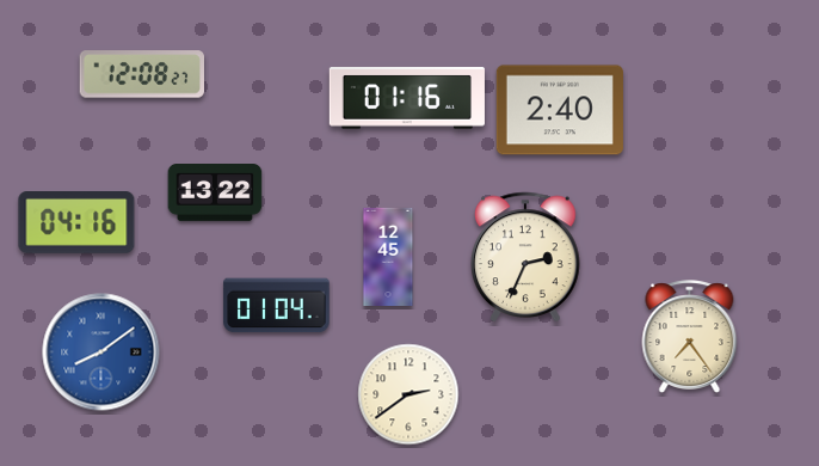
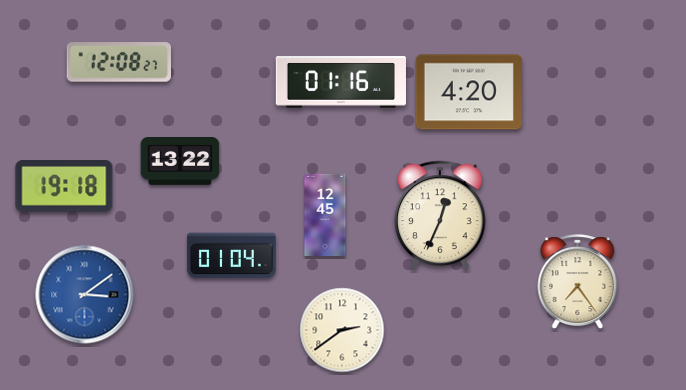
clock at (560, 110): 2:40 -> 4:20
clock at (76, 223): 04:16 -> 19:18
clock at (526, 256): 2:34 -> 12:34
clock at (101, 352): 8:09 -> 3:09
